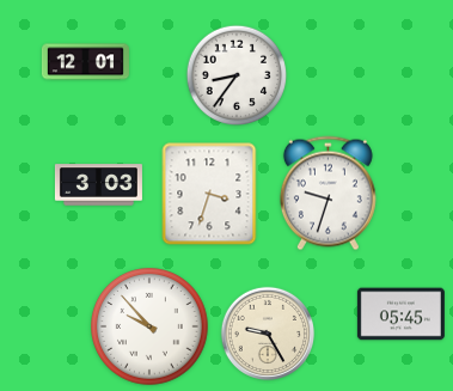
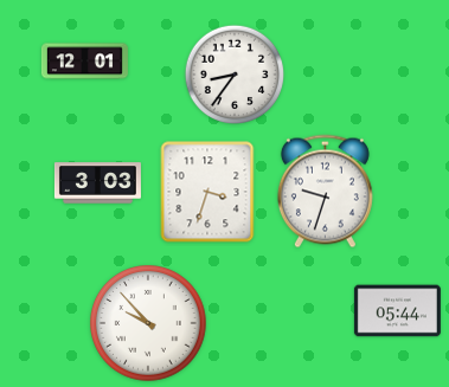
clock at (400, 314): 05:45 -> 05:44
clock at (267, 332): 9:25 -> none
